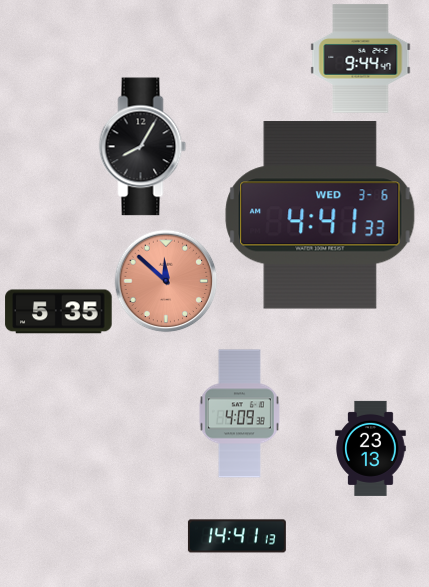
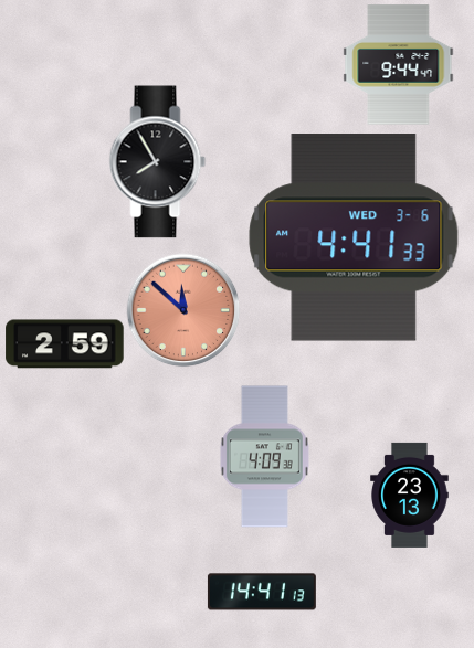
clock at (143, 147): 8:05 -> 7:55
clock at (59, 312): 5:35 -> 2:59
